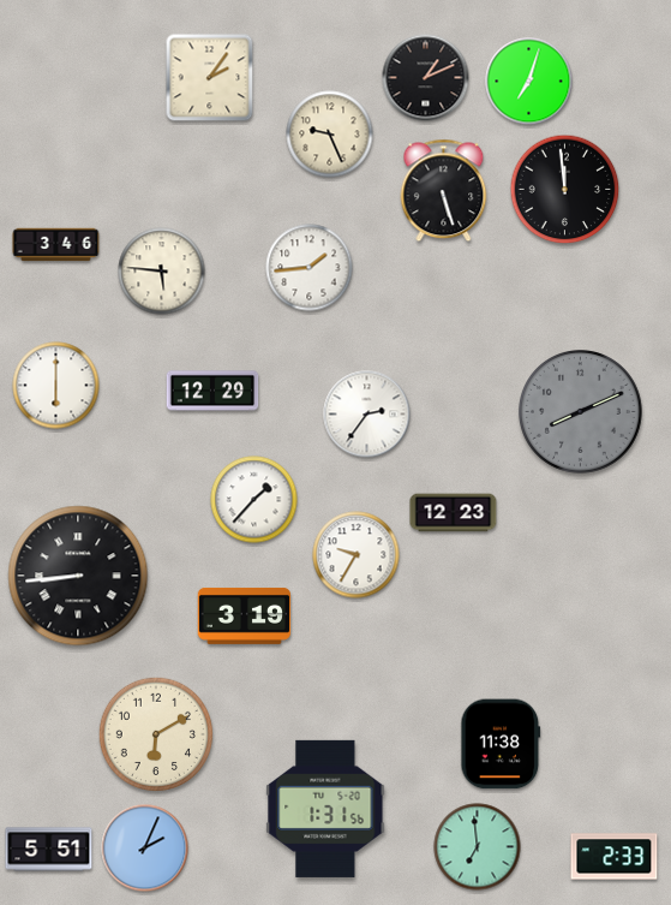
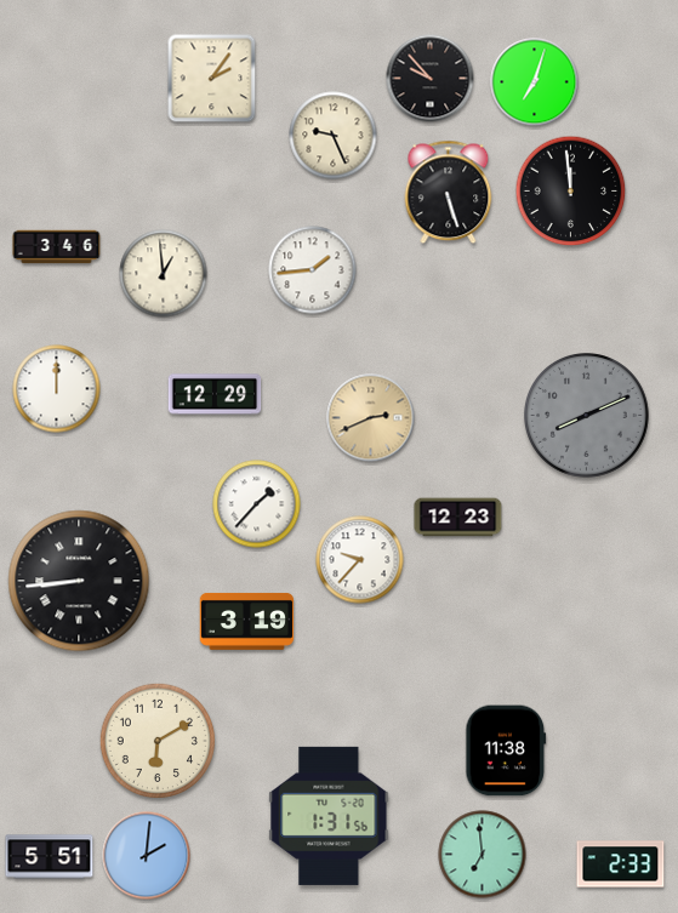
clock at (426, 78): 1:11 -> 9:53
clock at (162, 272): 5:46 -> 12:59
clock at (56, 386): 6:00 -> 12:00
clock at (367, 415): 2:36 -> 2:41
clock at (367, 415) dial: white -> champagne
clock at (357, 555): 9:35 -> 9:37
clock at (145, 849): 2:04 -> 2:01
